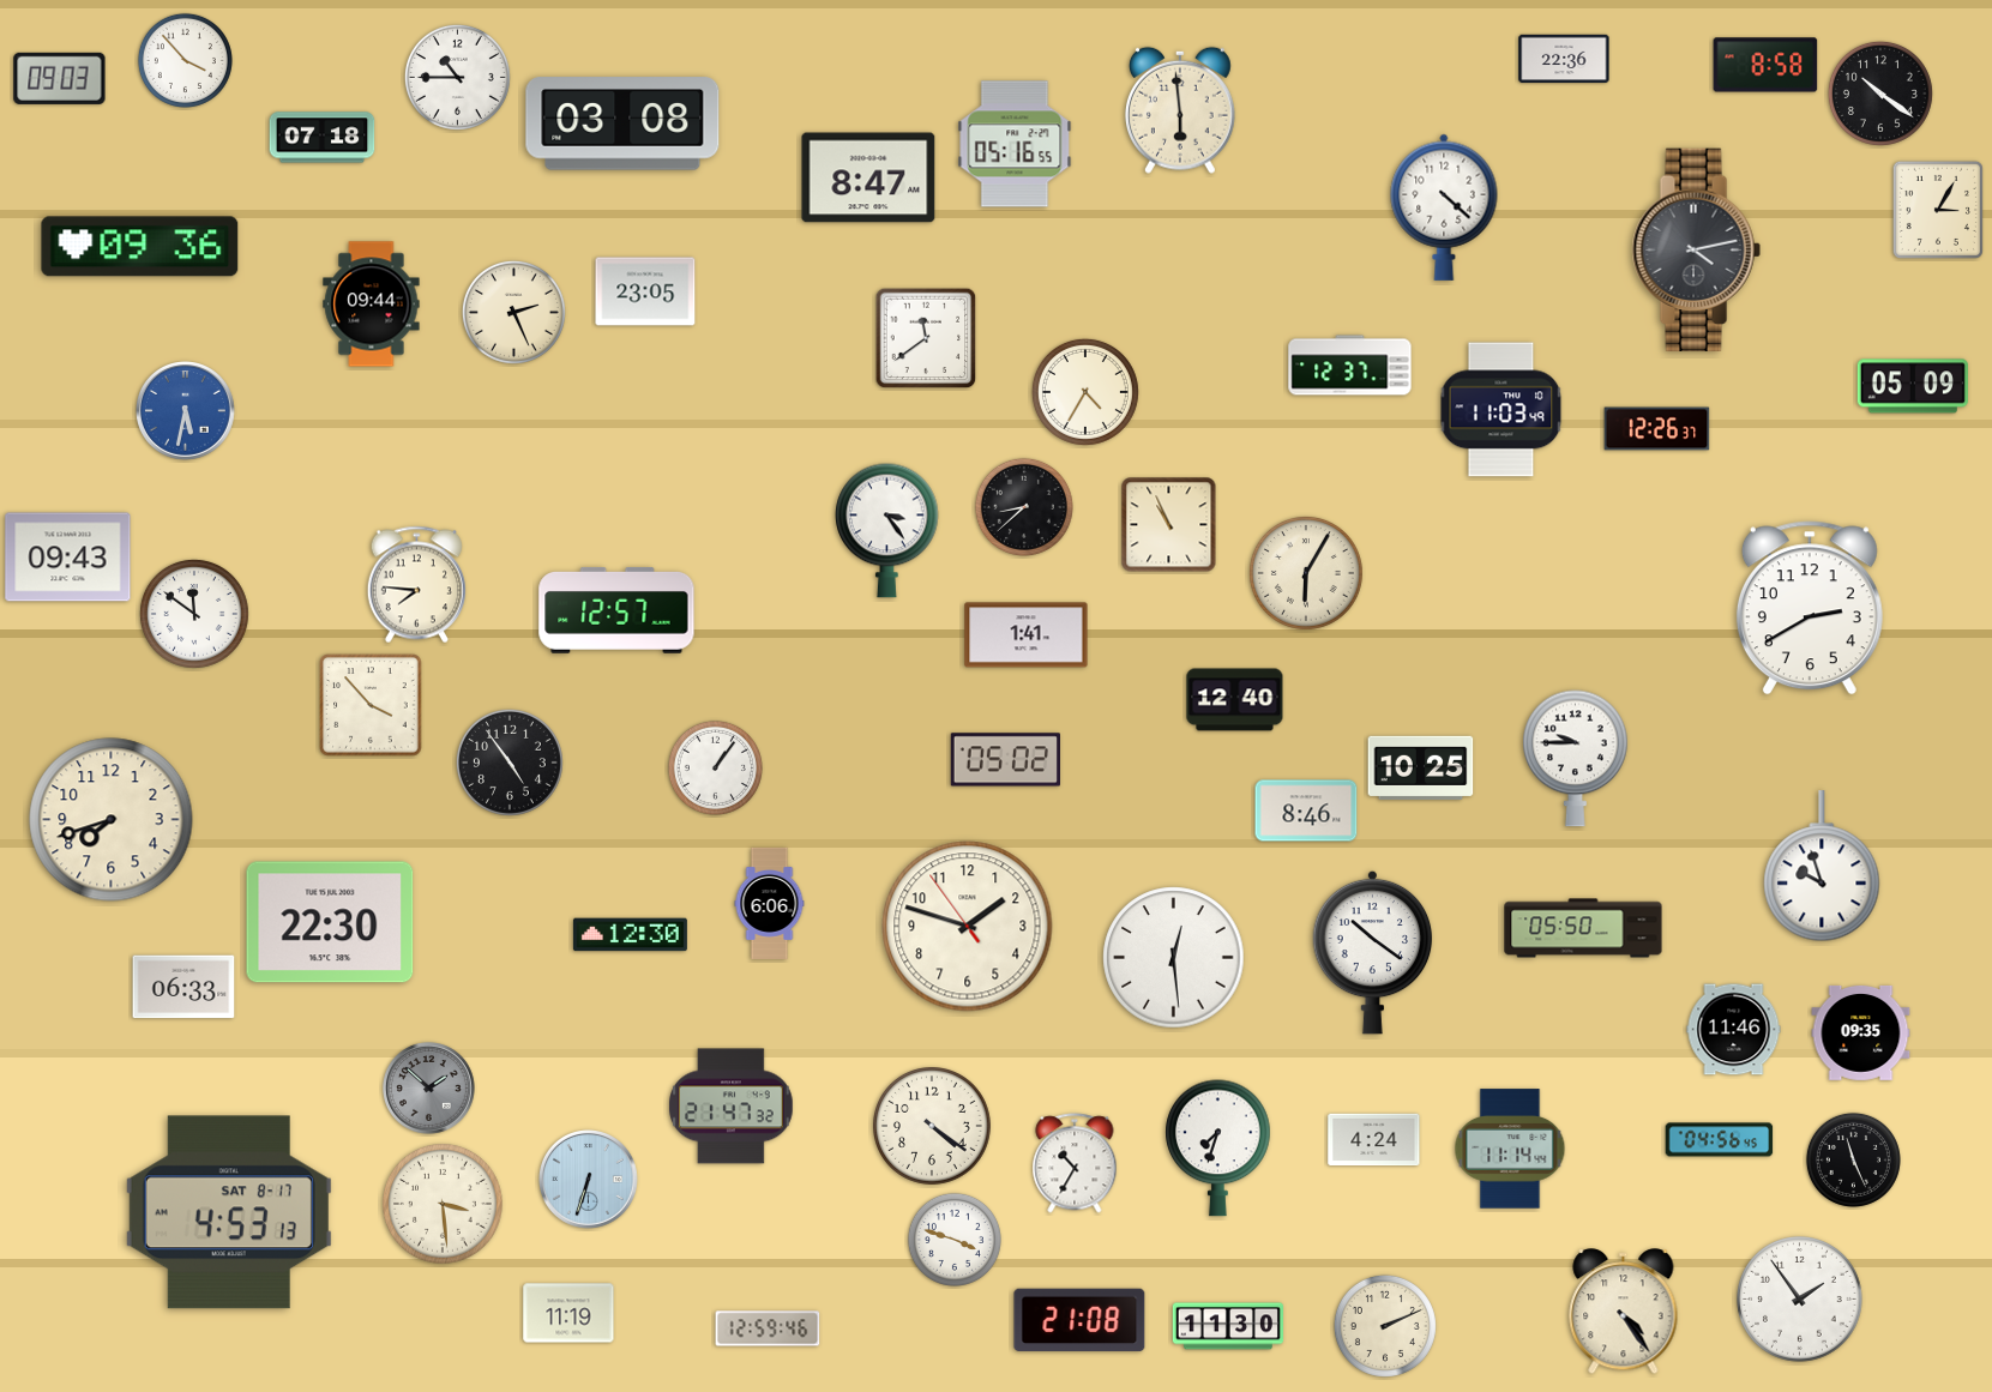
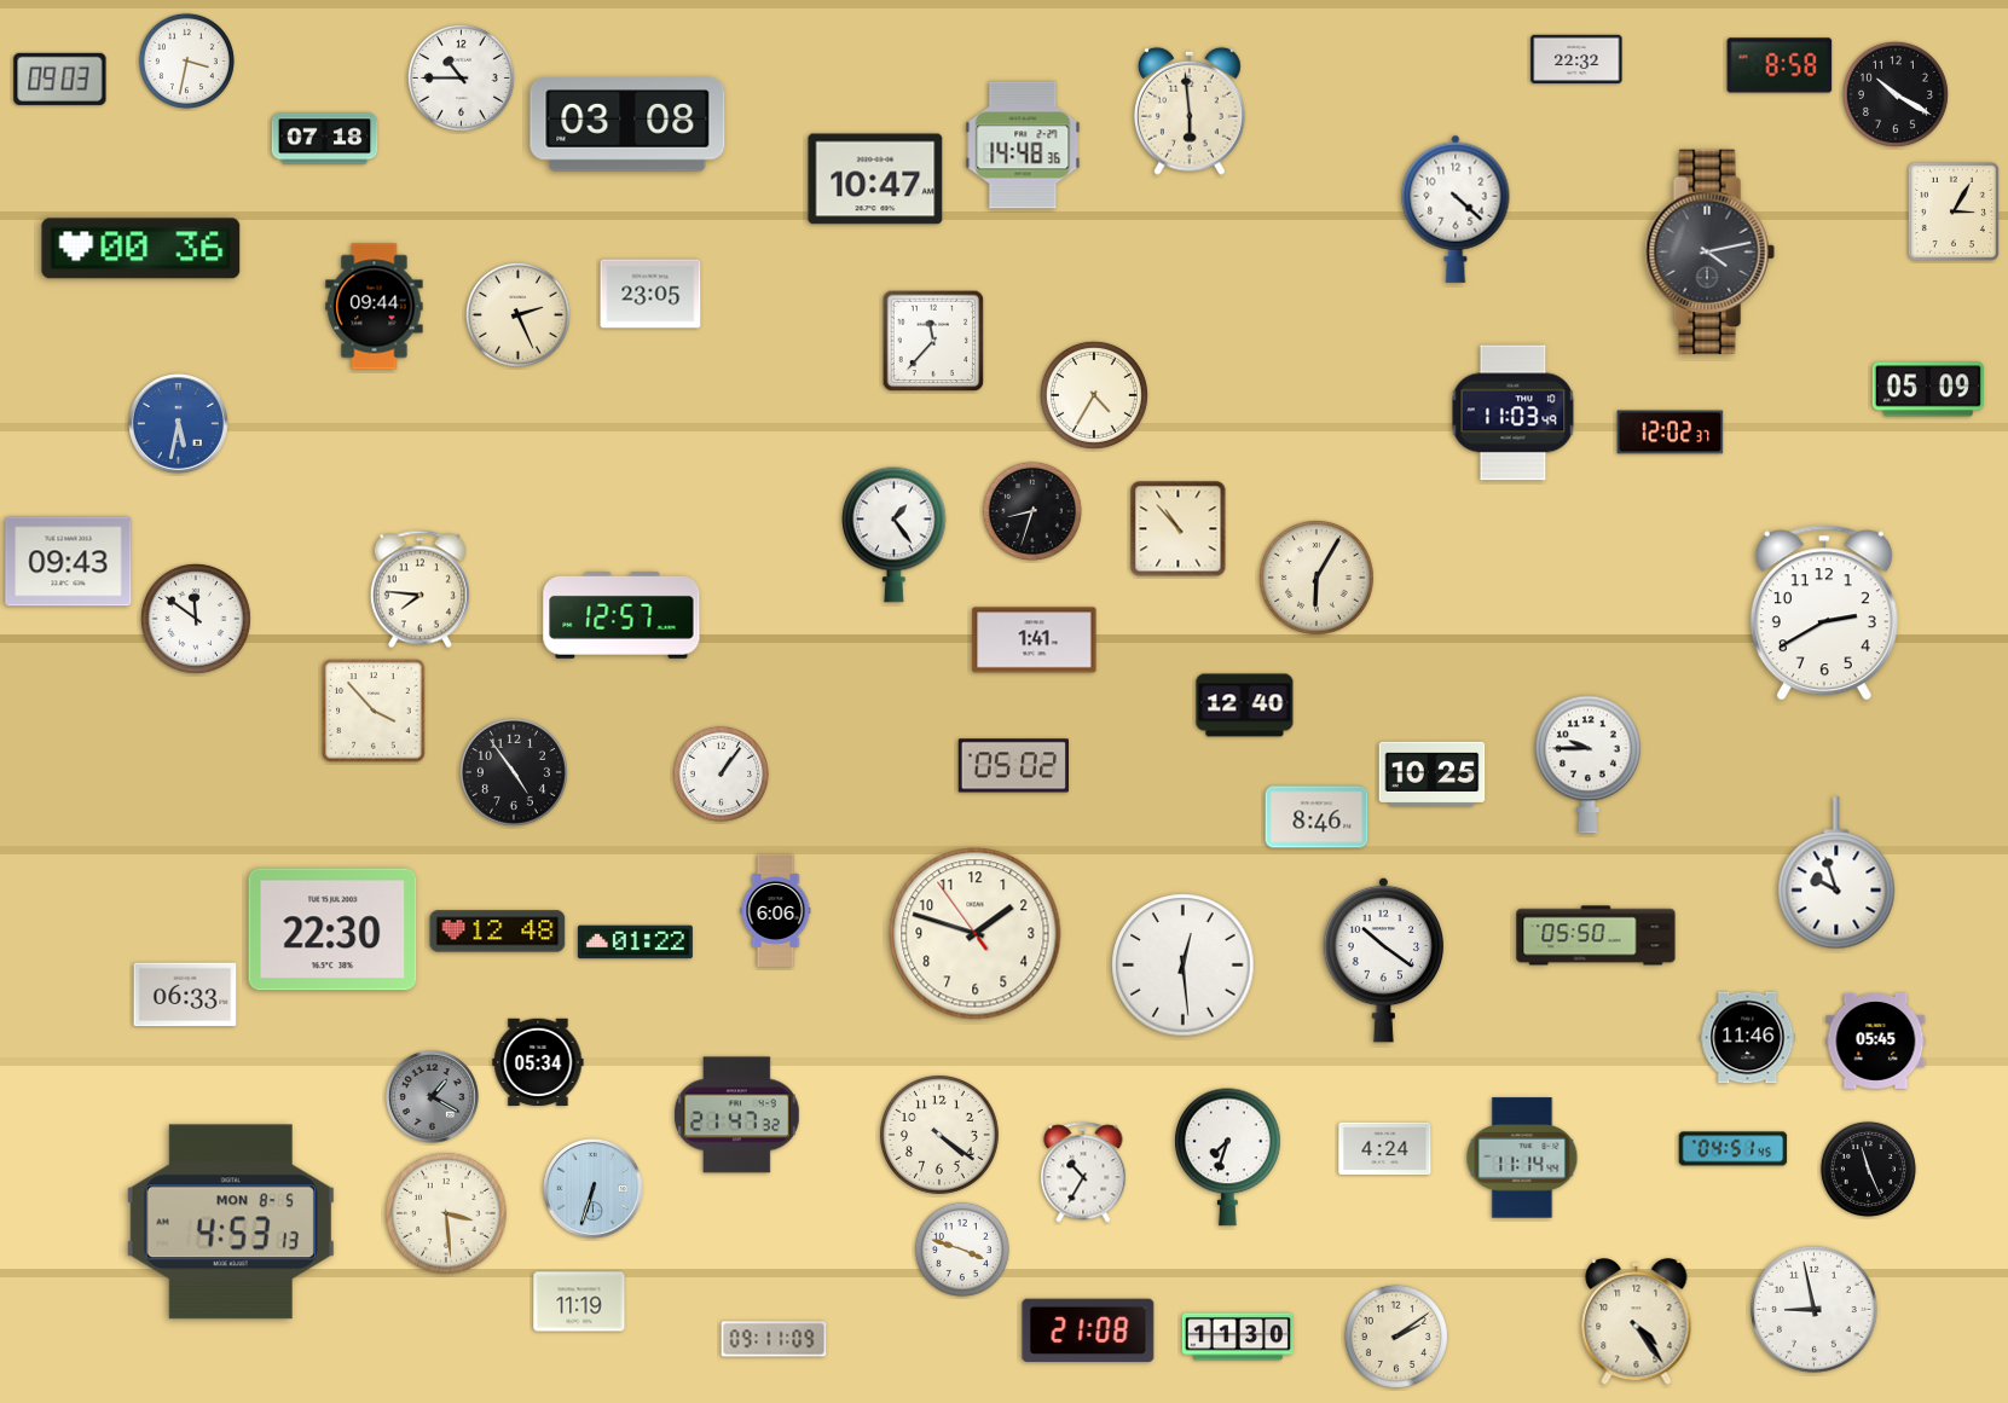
clock at (1564, 59): 22:36 -> 22:32
clock at (185, 60): 3:53 -> 3:32
clock at (1880, 94): 10:21 -> 10:20
clock at (1015, 144): 05:16 -> 14:48
clock at (868, 177): 8:47 -> 10:47
clock at (140, 247): 09:36 -> 00:36
clock at (926, 338): 11:39 -> 11:37
clock at (1350, 366): 12:37 -> none
clock at (186, 411) position: (186, 411) -> (179, 424)
clock at (1657, 429): 12:26 -> 12:02
clock at (1024, 507): 8:38 -> 8:33
clock at (1169, 525): 10:56 -> 10:53
clock at (887, 530): 3:24 -> 1:24
clock at (510, 763) position: (510, 763) -> (514, 772)
clock at (112, 820): 7:42 -> none
clock at (498, 932): none -> 12:48
clock at (630, 935): 12:30 -> 01:22
clock at (1861, 1032): 09:35 -> 05:45
clock at (538, 1061): none -> 05:34
clock at (429, 1089): 1:52 -> 1:20
clock at (1720, 1140): 04:56 -> 04:51
clock at (229, 1212) date: SAT 8-17 -> MON 8-5
clock at (1800, 1300): 1:54 -> 8:58
clock at (568, 1313) position: (568, 1313) -> (579, 1301)
clock at (1385, 1326): 2:11 -> 2:09
clock at (768, 1328): 12:59 -> 09:11
